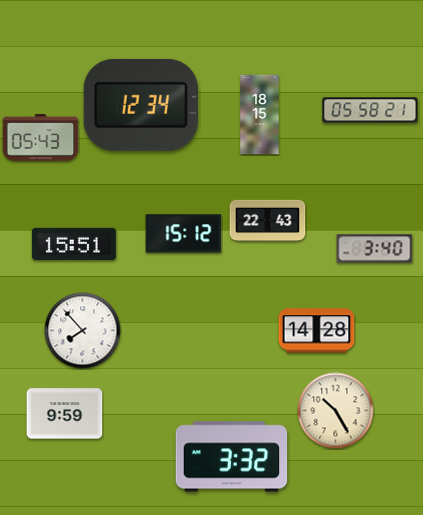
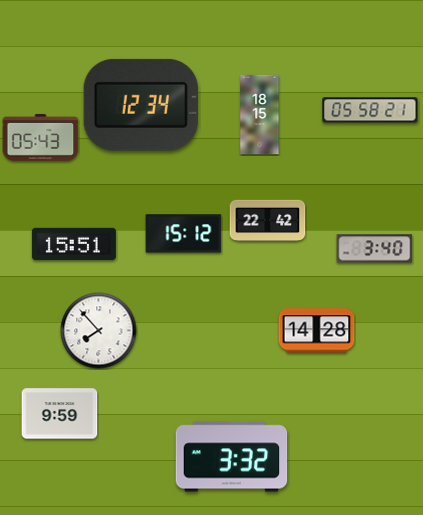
clock at (268, 221): 22:43 -> 22:42
clock at (83, 331) position: (83, 331) -> (99, 331)
clock at (336, 411): 10:25 -> none
clock at (65, 414) position: (65, 414) -> (60, 414)
